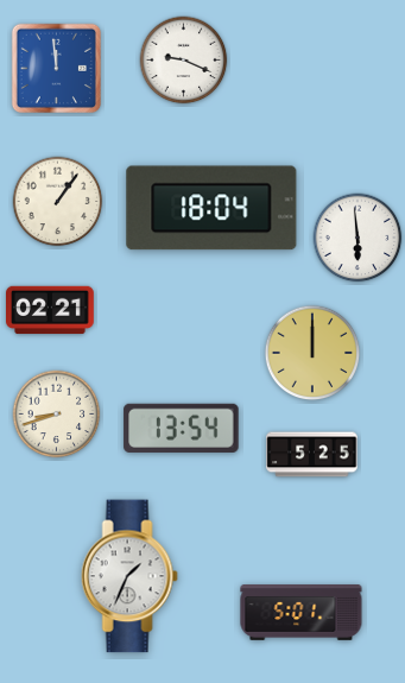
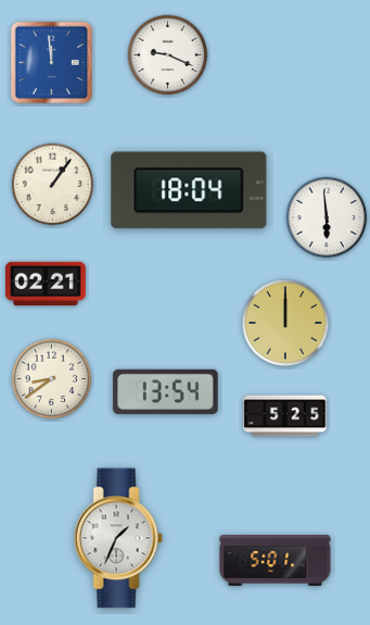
clock at (211, 208) position: (211, 208) -> (189, 190)
clock at (57, 415): 8:42 -> 8:39
clock at (129, 576) position: (129, 576) -> (118, 538)
